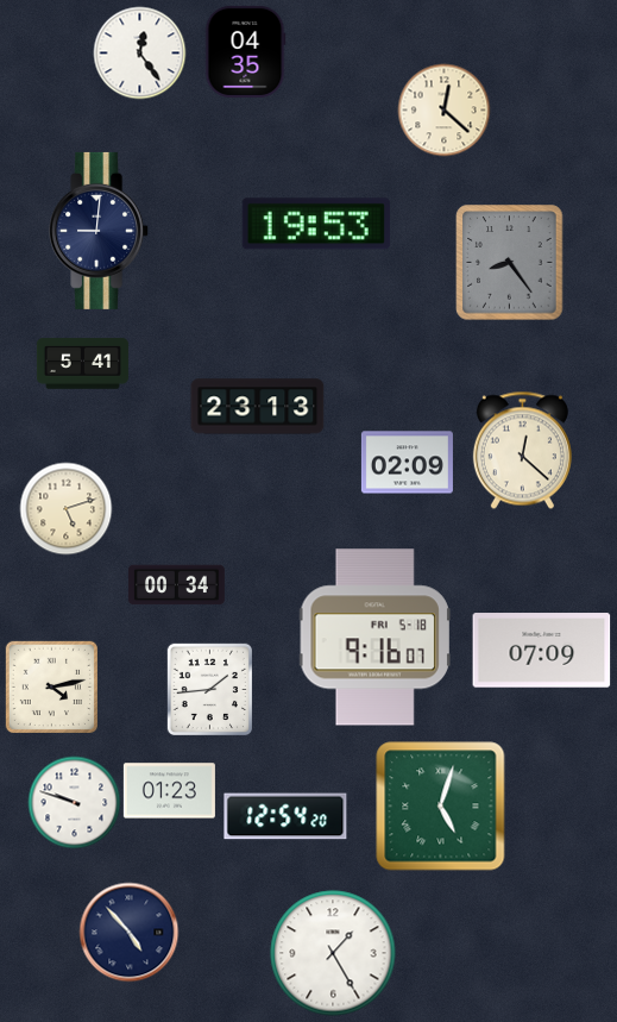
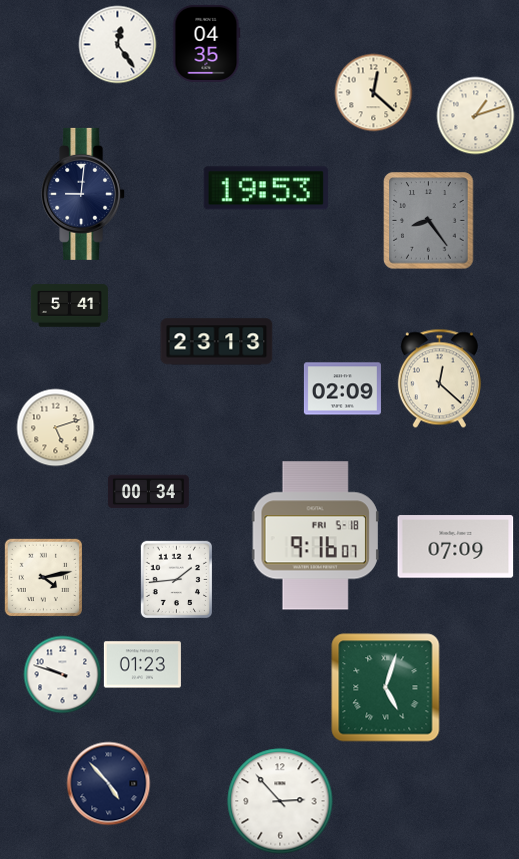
clock at (475, 115): none -> 1:12
clock at (441, 807) position: (441, 807) -> (386, 688)
clock at (285, 816): 12:54 -> none
clock at (333, 953): 1:25 -> 2:53
